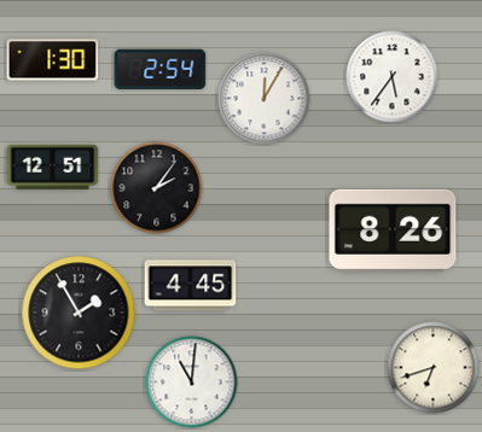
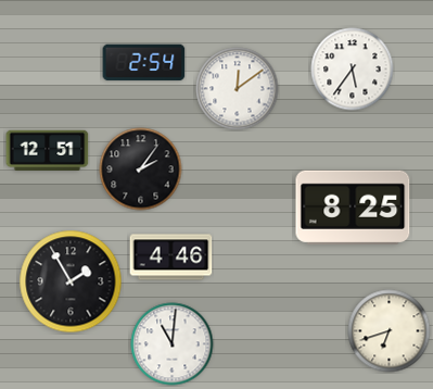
clock at (53, 60): 1:30 -> none
clock at (265, 99): 12:05 -> 12:09
clock at (393, 230): 8:26 -> 8:25
clock at (191, 286): 4:45 -> 4:46
